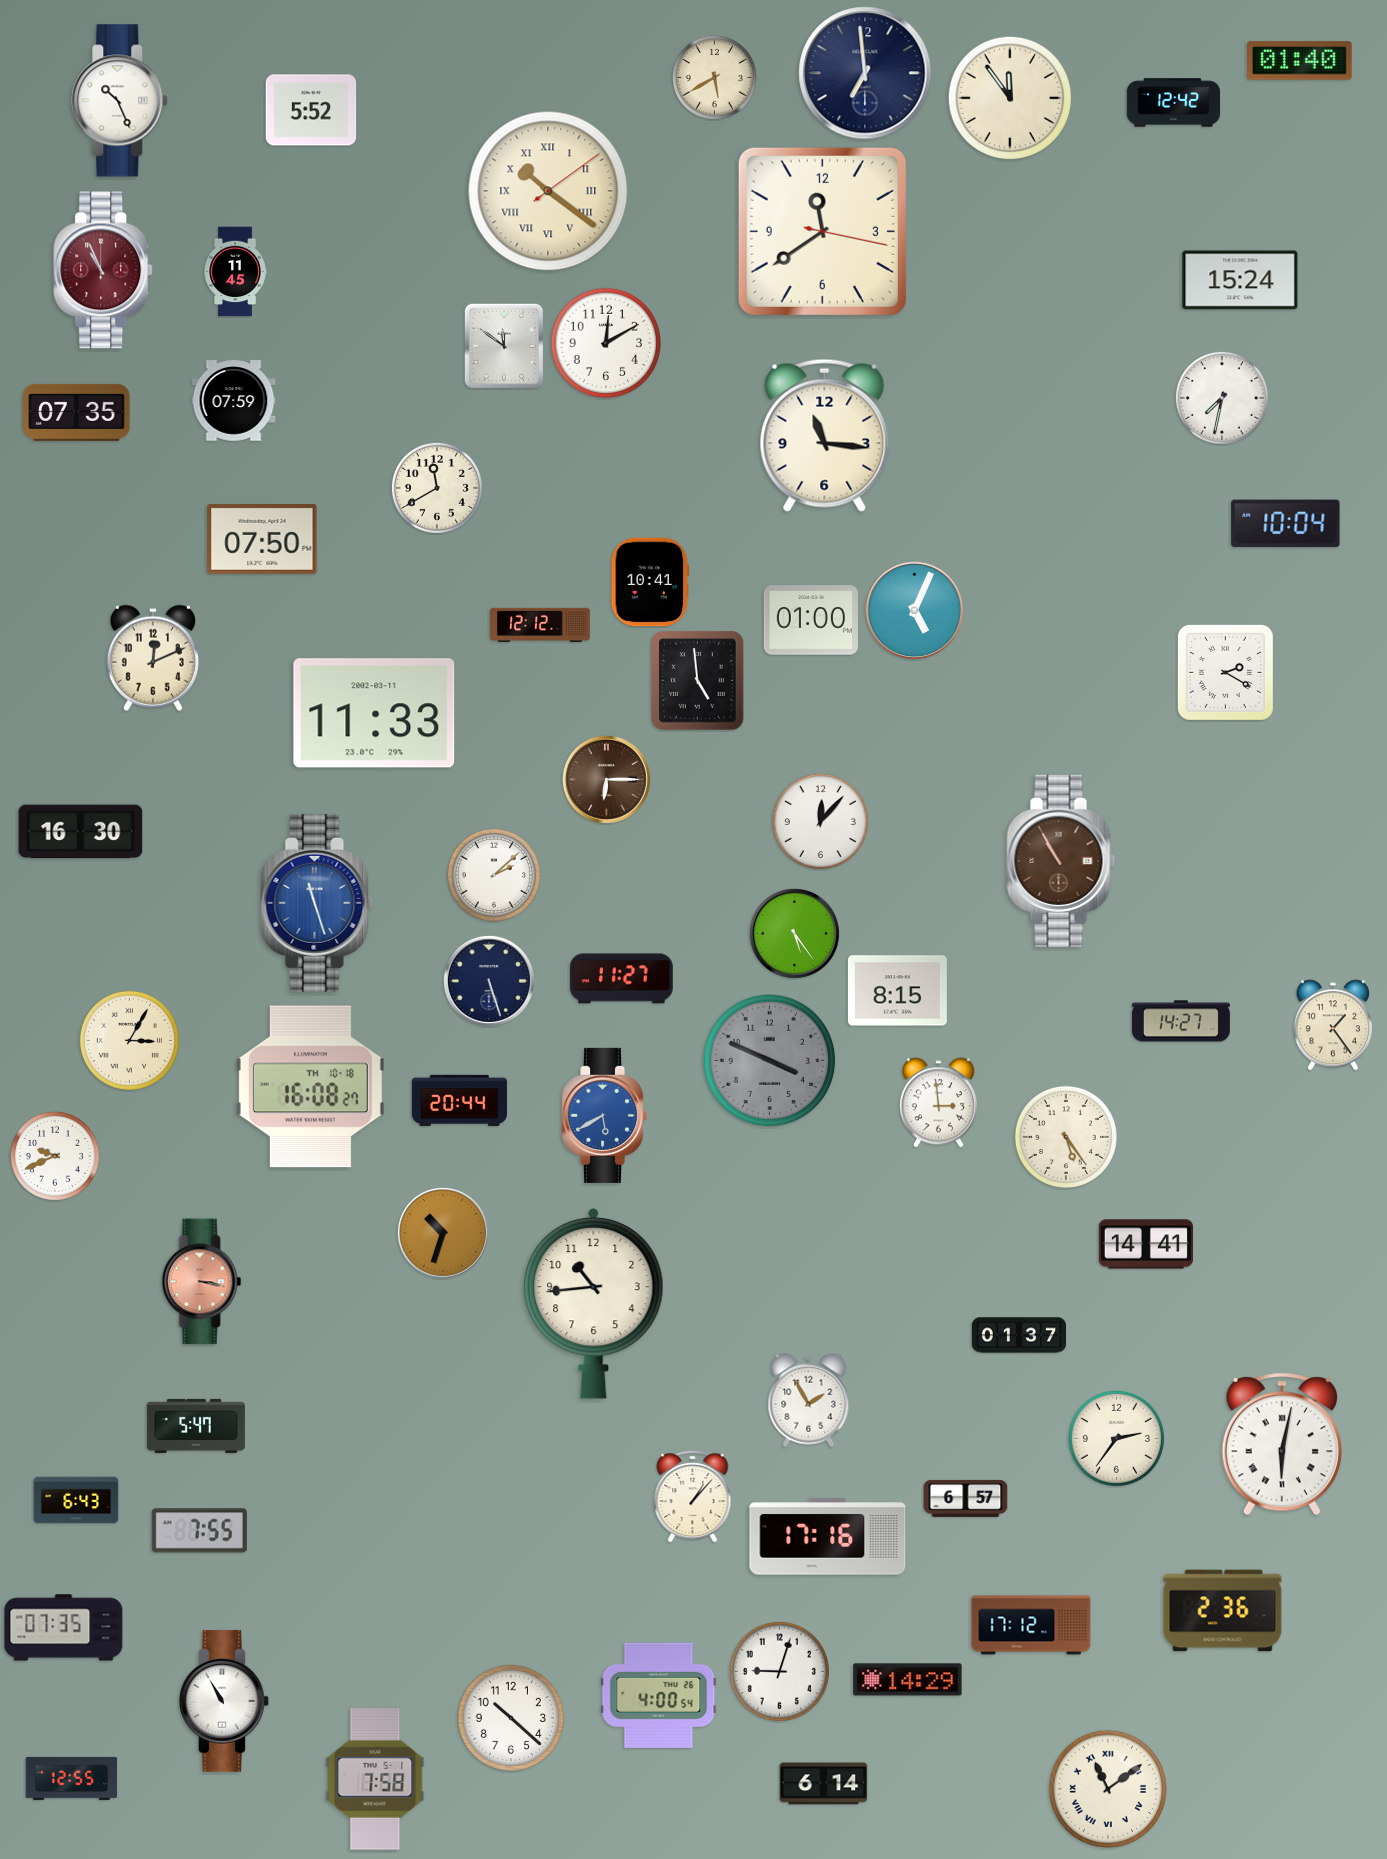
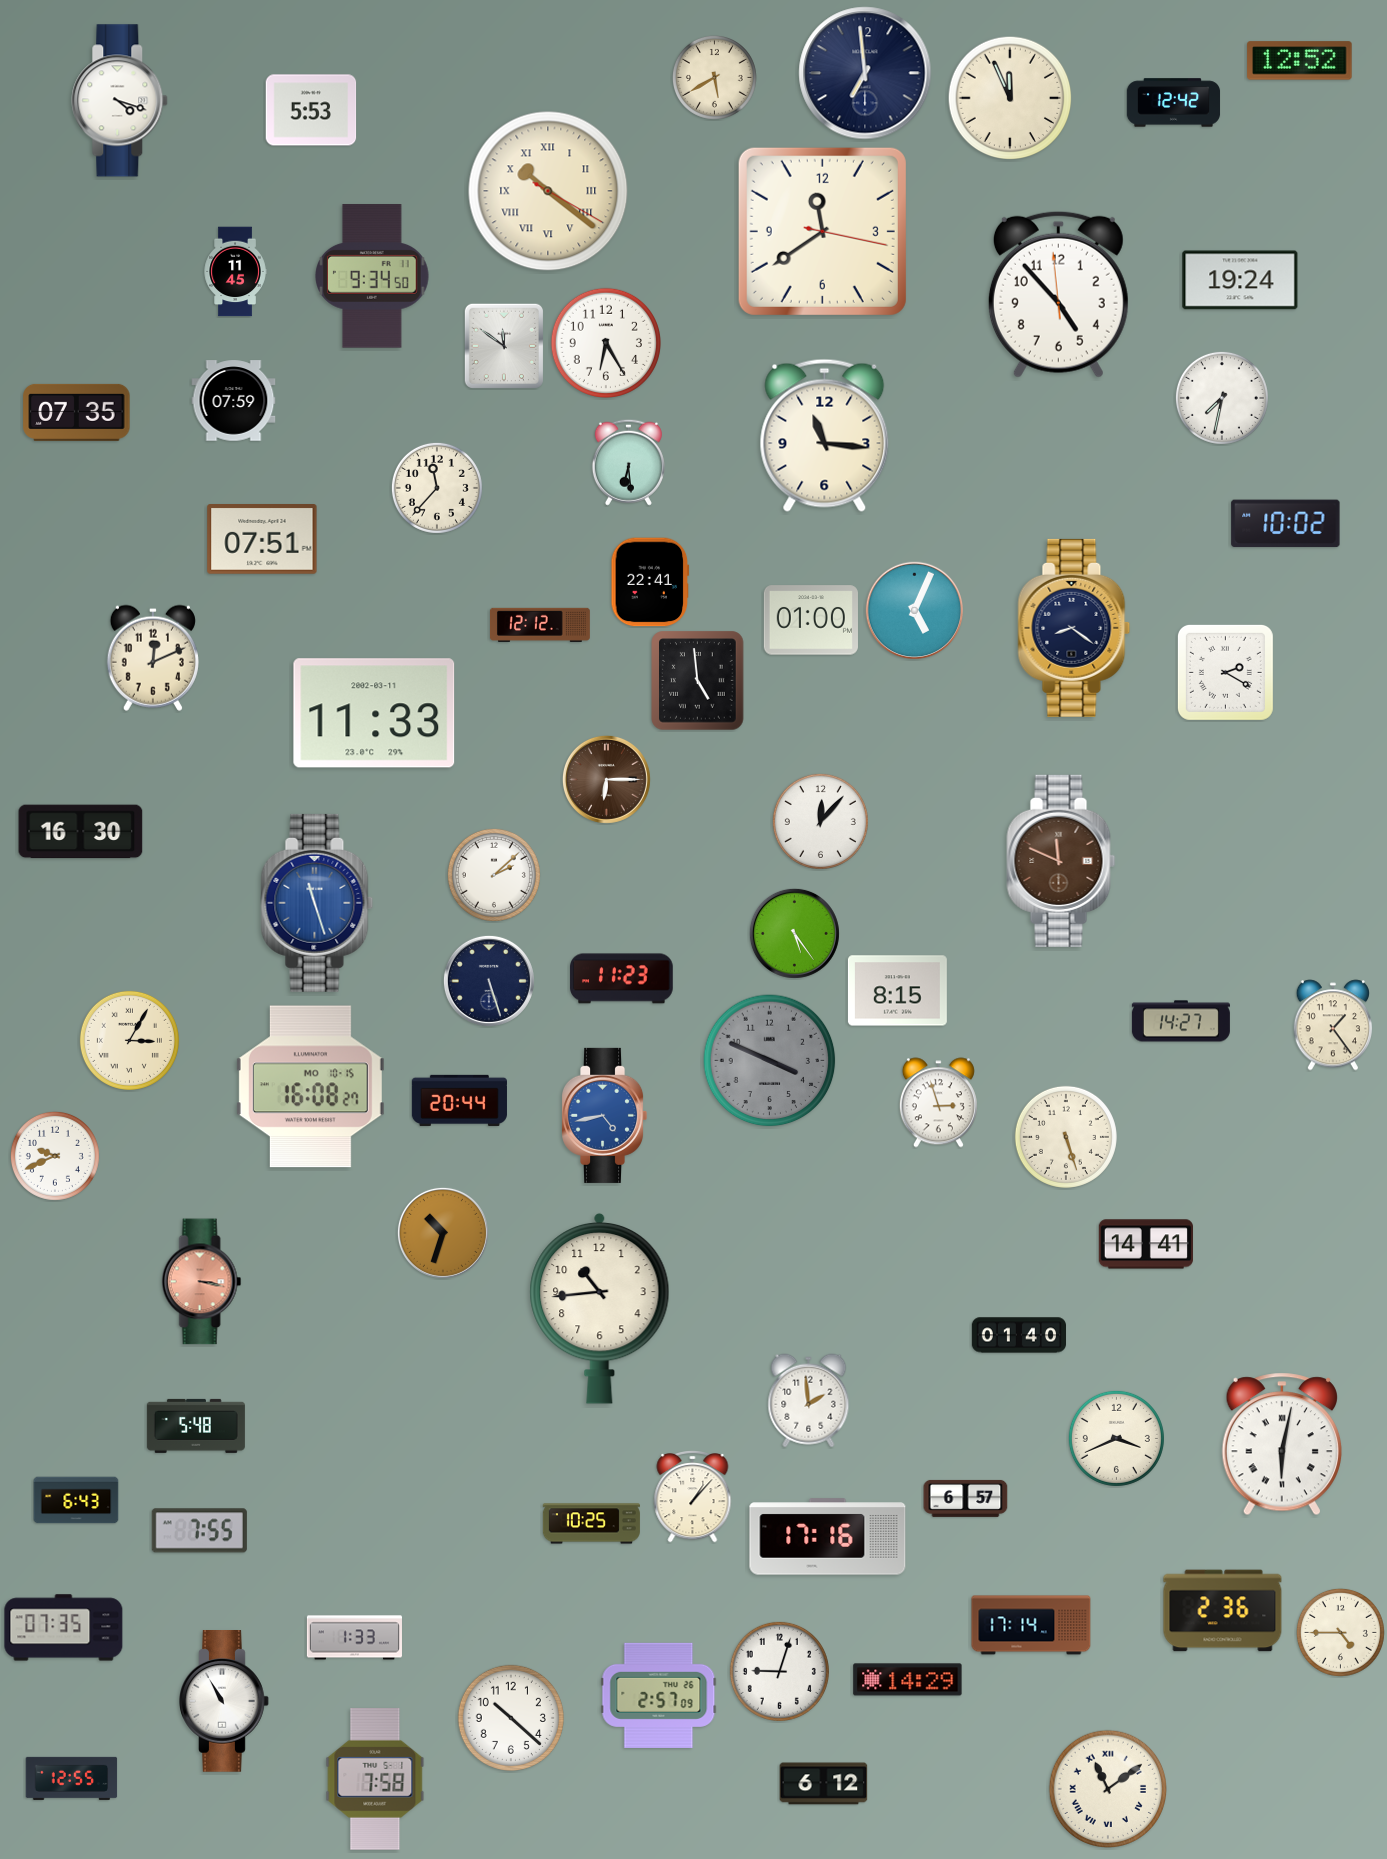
clock at (1300, 61): 01:40 -> 12:52
clock at (1010, 98): 11:54 -> 11:56
clock at (120, 101): 10:26 -> 4:18
clock at (311, 110): 5:52 -> 5:53
clock at (548, 191): 10:21:09 -> 10:21:20
clock at (104, 270): 10:56 -> none
clock at (373, 276): none -> 9:34
clock at (1240, 280): 15:24 -> 19:24
clock at (1058, 294): none -> 4:52
clock at (606, 343): 12:10 -> 6:25
clock at (628, 462): none -> 6:29
clock at (437, 488): 11:40 -> 11:37
clock at (1286, 524): 10:04 -> 10:02
clock at (262, 539): 07:50 -> 07:51
clock at (650, 582): 10:41 -> 22:41
clock at (1074, 628): none -> 8:21
clock at (1061, 861): 10:55 -> 11:49
clock at (622, 979): 11:27 -> 11:23
clock at (310, 1087) date: TH 10-18 -> MO 10-15
clock at (938, 1103): 2:59 -> 2:57
clock at (605, 1115): 5:40 -> 4:43
clock at (1066, 1137): 5:24 -> 5:27
clock at (594, 1303) position: (594, 1303) -> (600, 1308)
clock at (1018, 1335): 01:37 -> 01:40
clock at (809, 1401): 1:55 -> 1:59
clock at (196, 1426): 5:47 -> 5:48
clock at (1116, 1438): 2:36 -> 3:41
clock at (591, 1524): none -> 10:25
clock at (1031, 1625): 17:12 -> 17:14
clock at (1340, 1632): none -> 4:45
clock at (354, 1638): none -> 1:33
clock at (659, 1695): 4:00 -> 2:57
clock at (824, 1784): 6:14 -> 6:12
